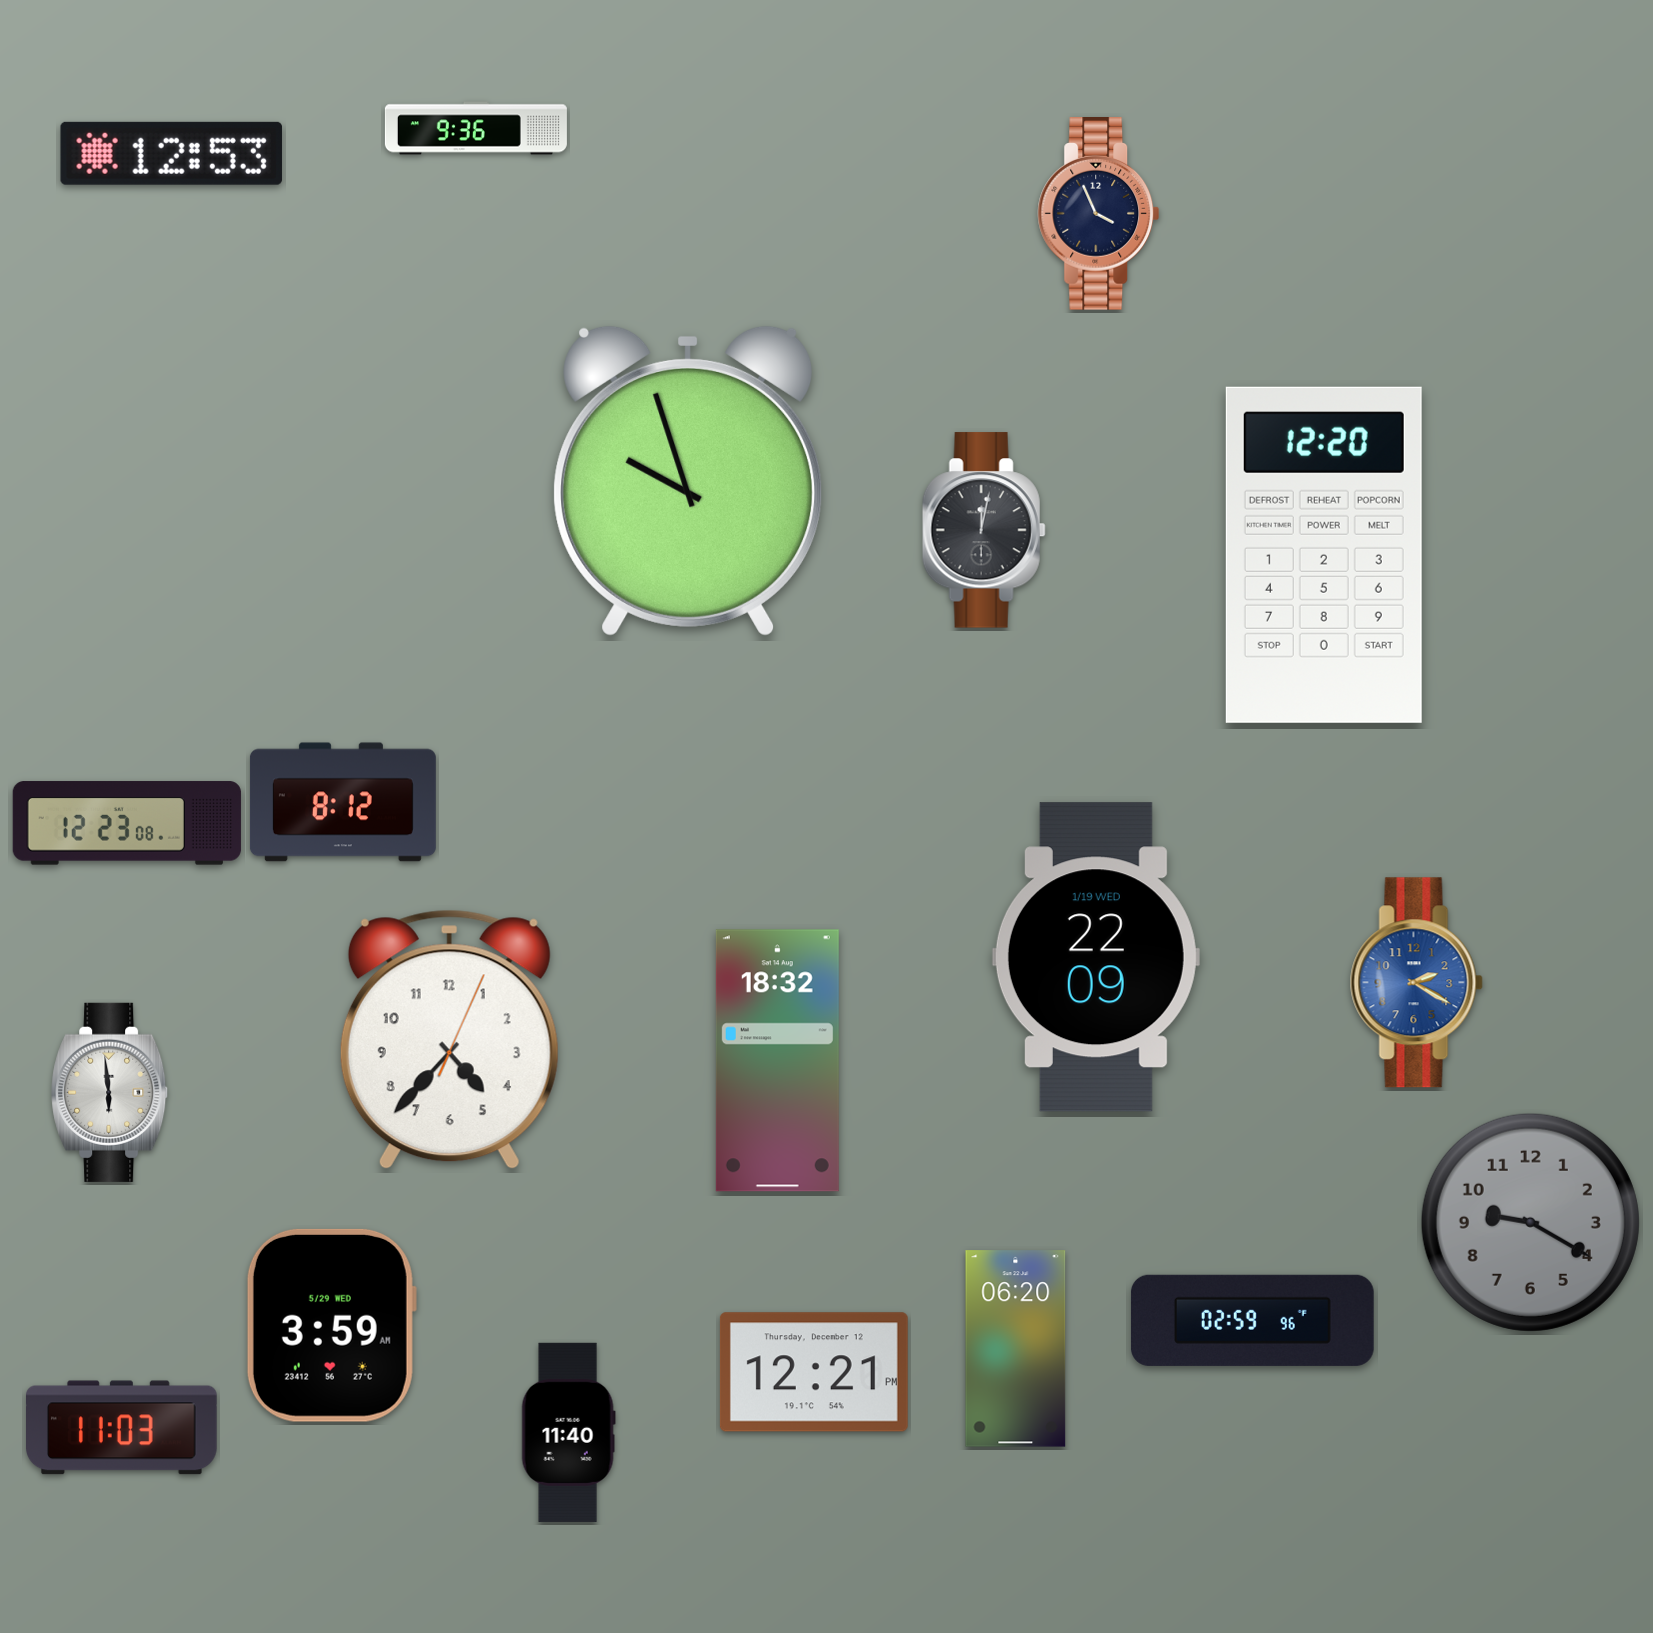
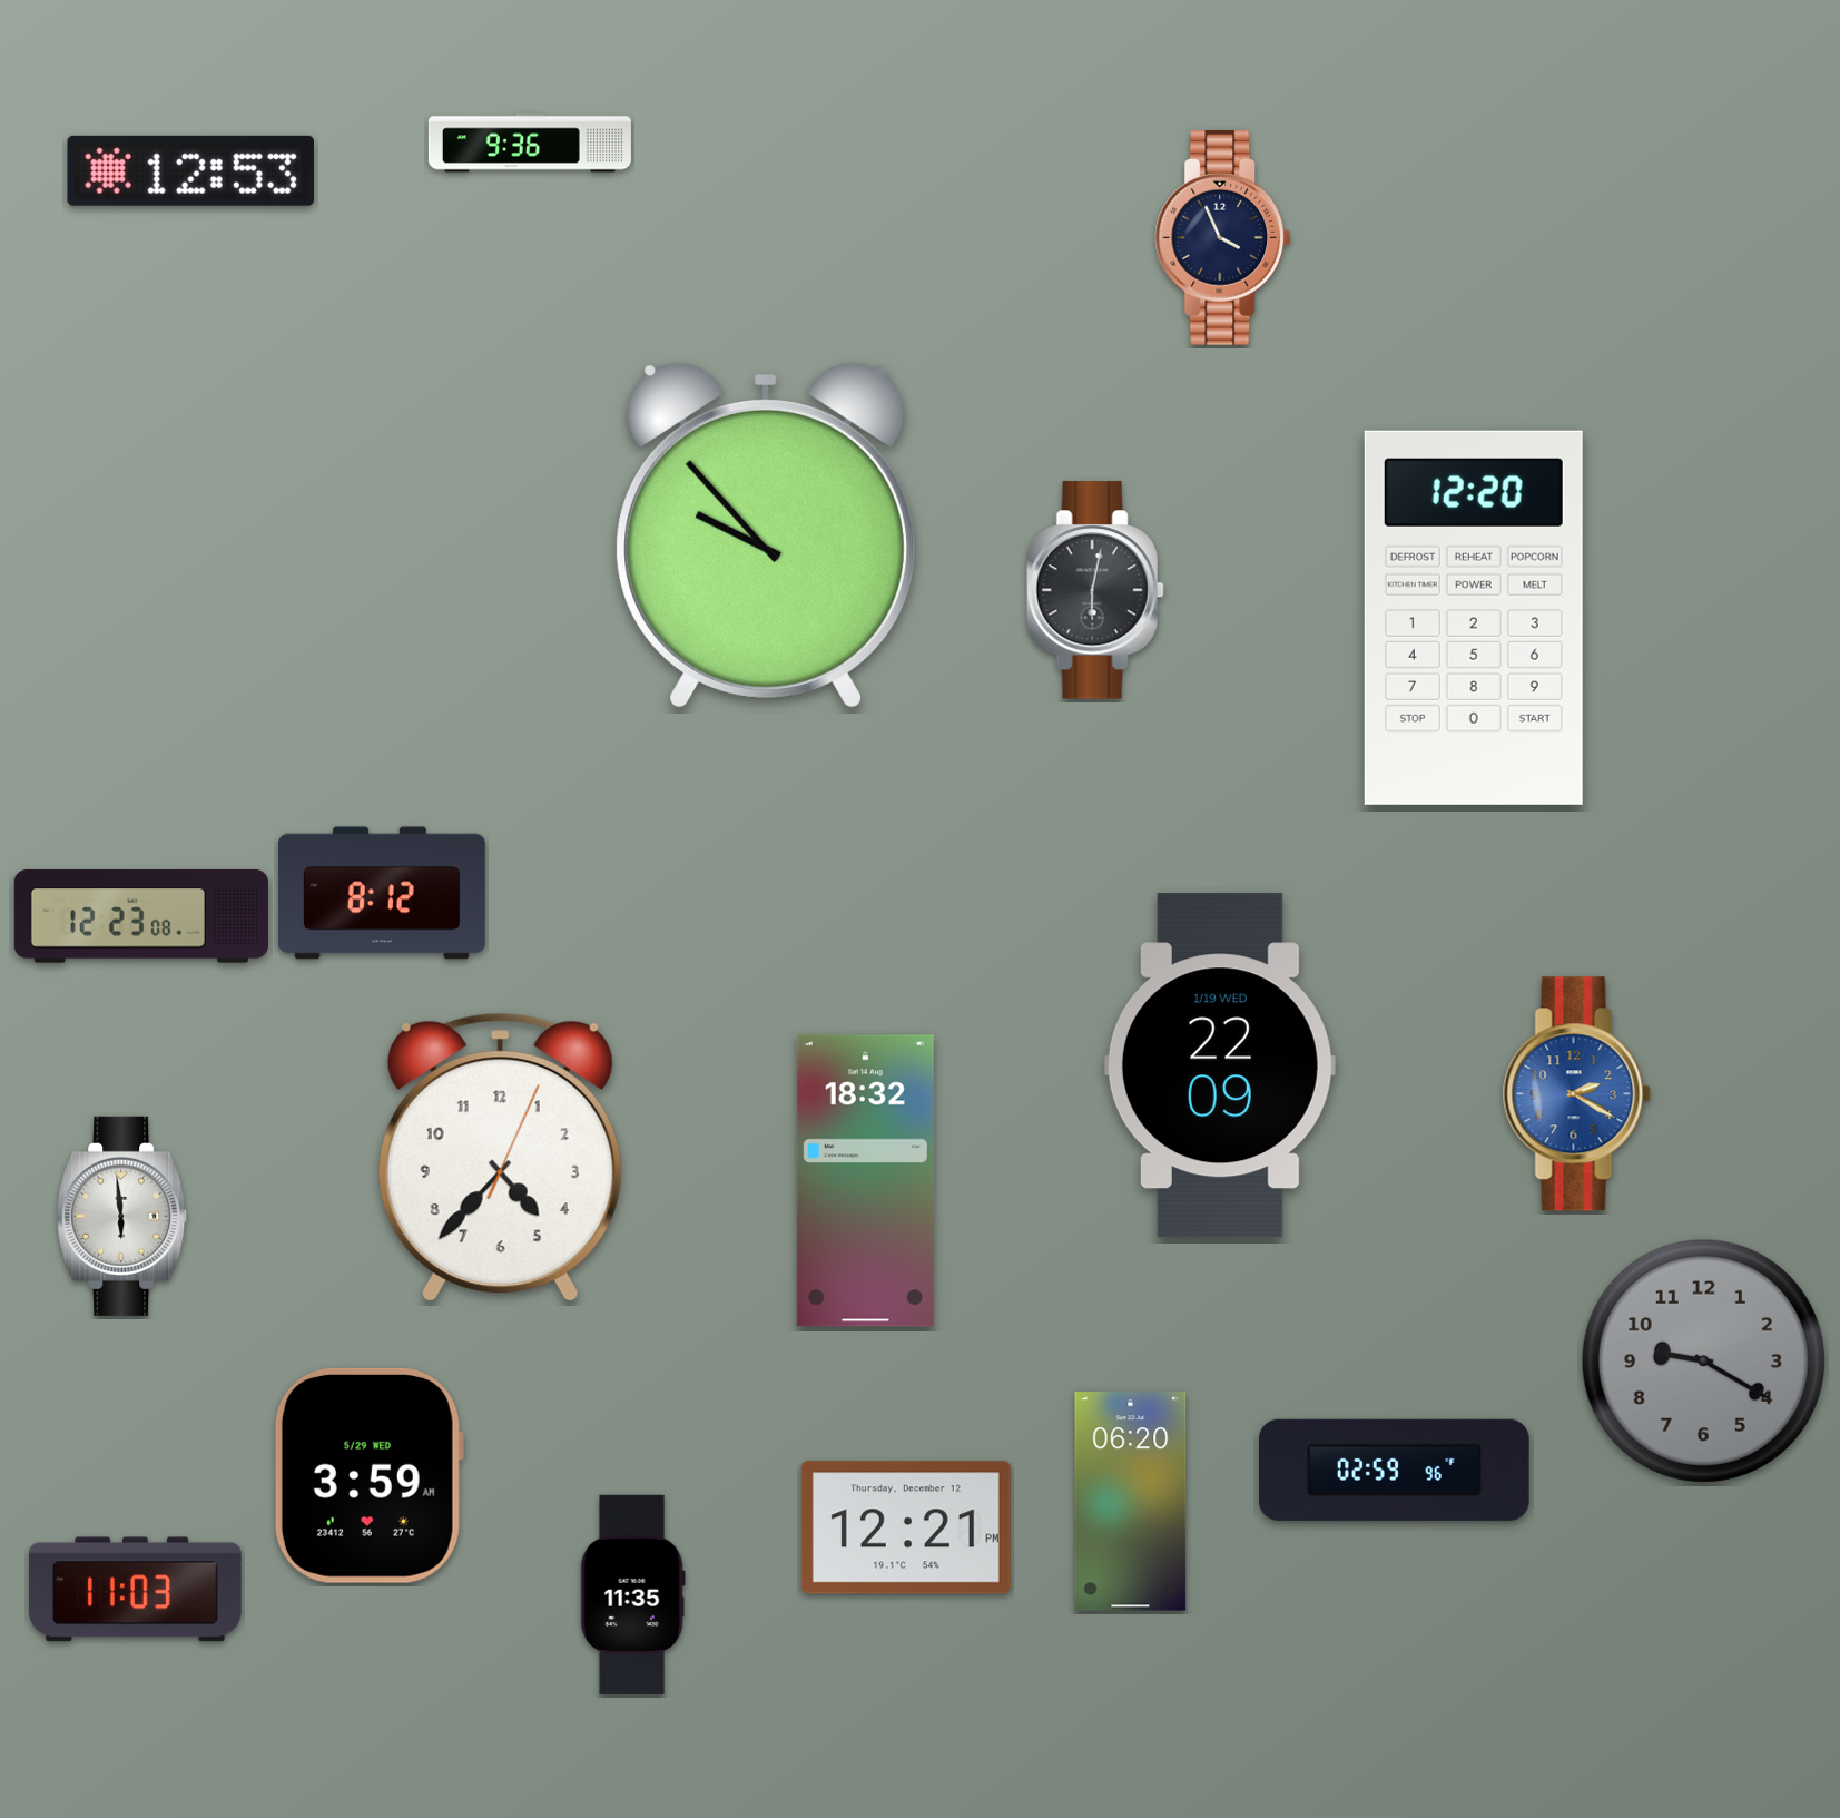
clock at (688, 481): 9:57 -> 9:53
clock at (984, 530): 12:02 -> 6:02
clock at (568, 1432): 11:40 -> 11:35
